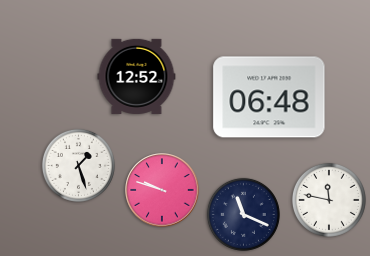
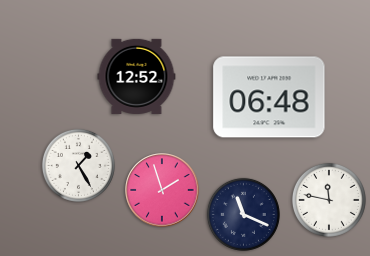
clock at (78, 165): 1:27 -> 1:25
clock at (162, 190): 9:48 -> 1:57
